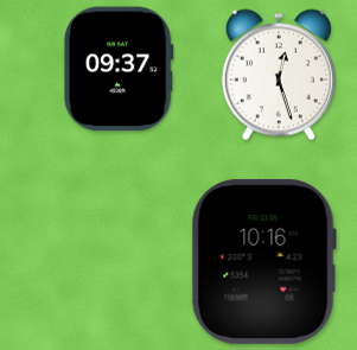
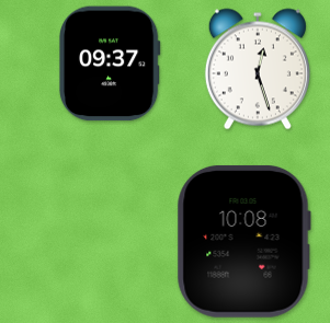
clock at (263, 261): 10:16 -> 10:08
